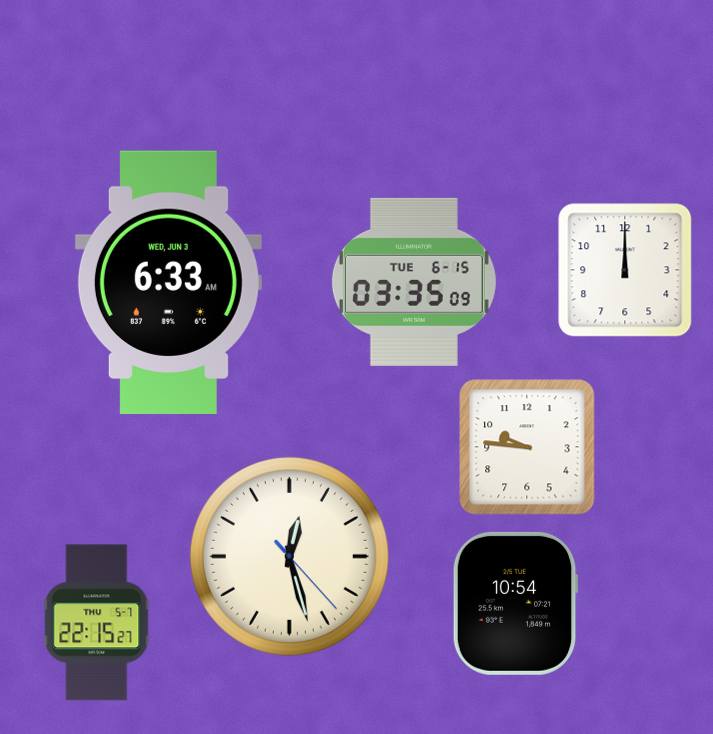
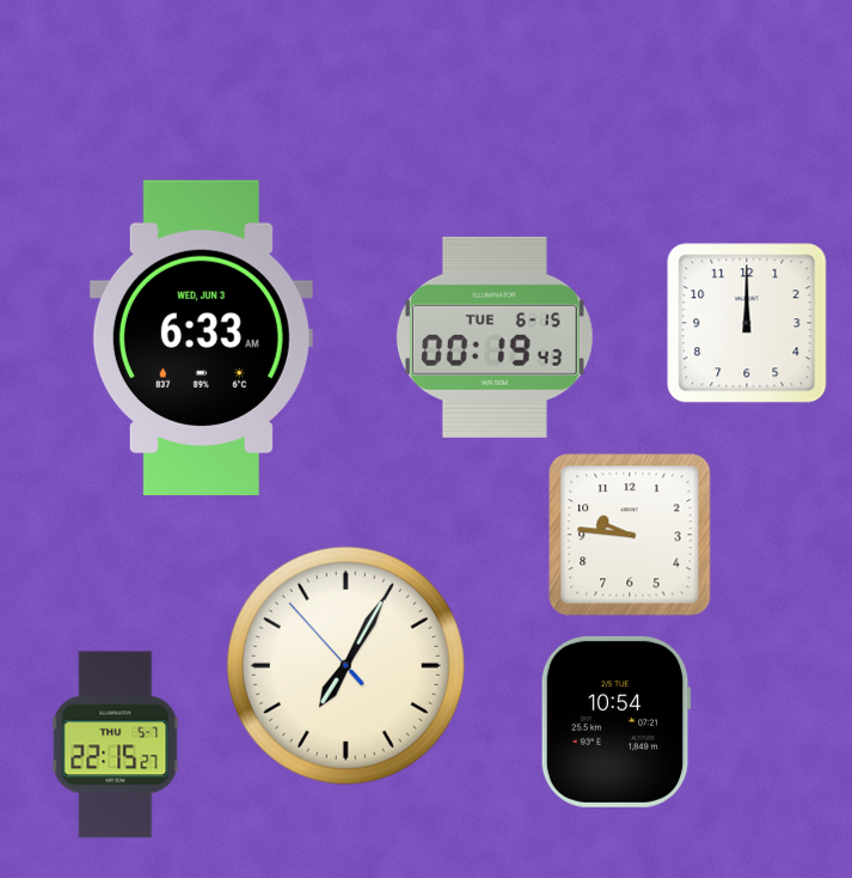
clock at (414, 282): 03:35 -> 00:19
clock at (289, 556): 12:27 -> 7:04
